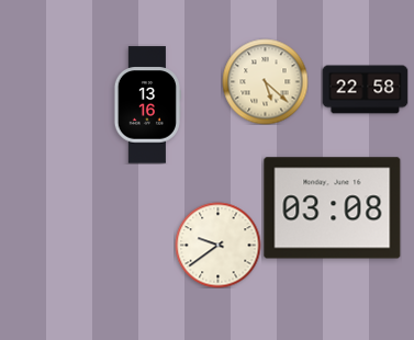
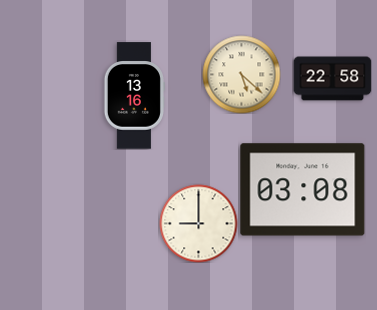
clock at (365, 90) position: (365, 90) -> (332, 79)
clock at (217, 245): 9:39 -> 9:00
